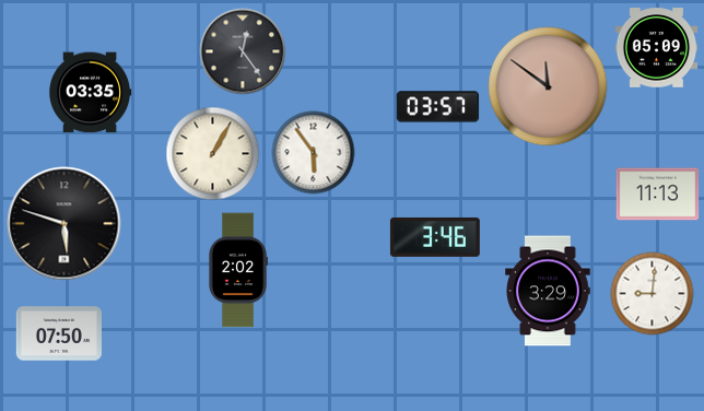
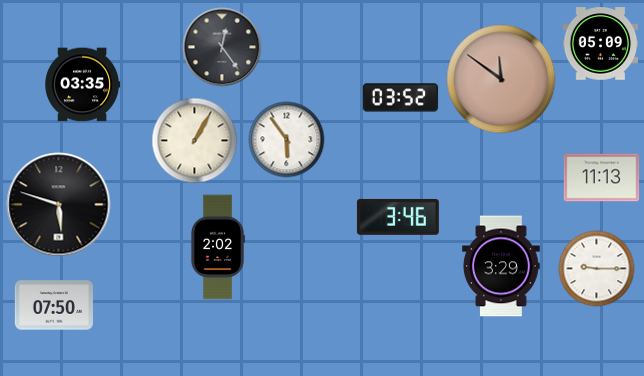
clock at (438, 107): 03:57 -> 03:52
clock at (653, 294): 9:01 -> 9:15
